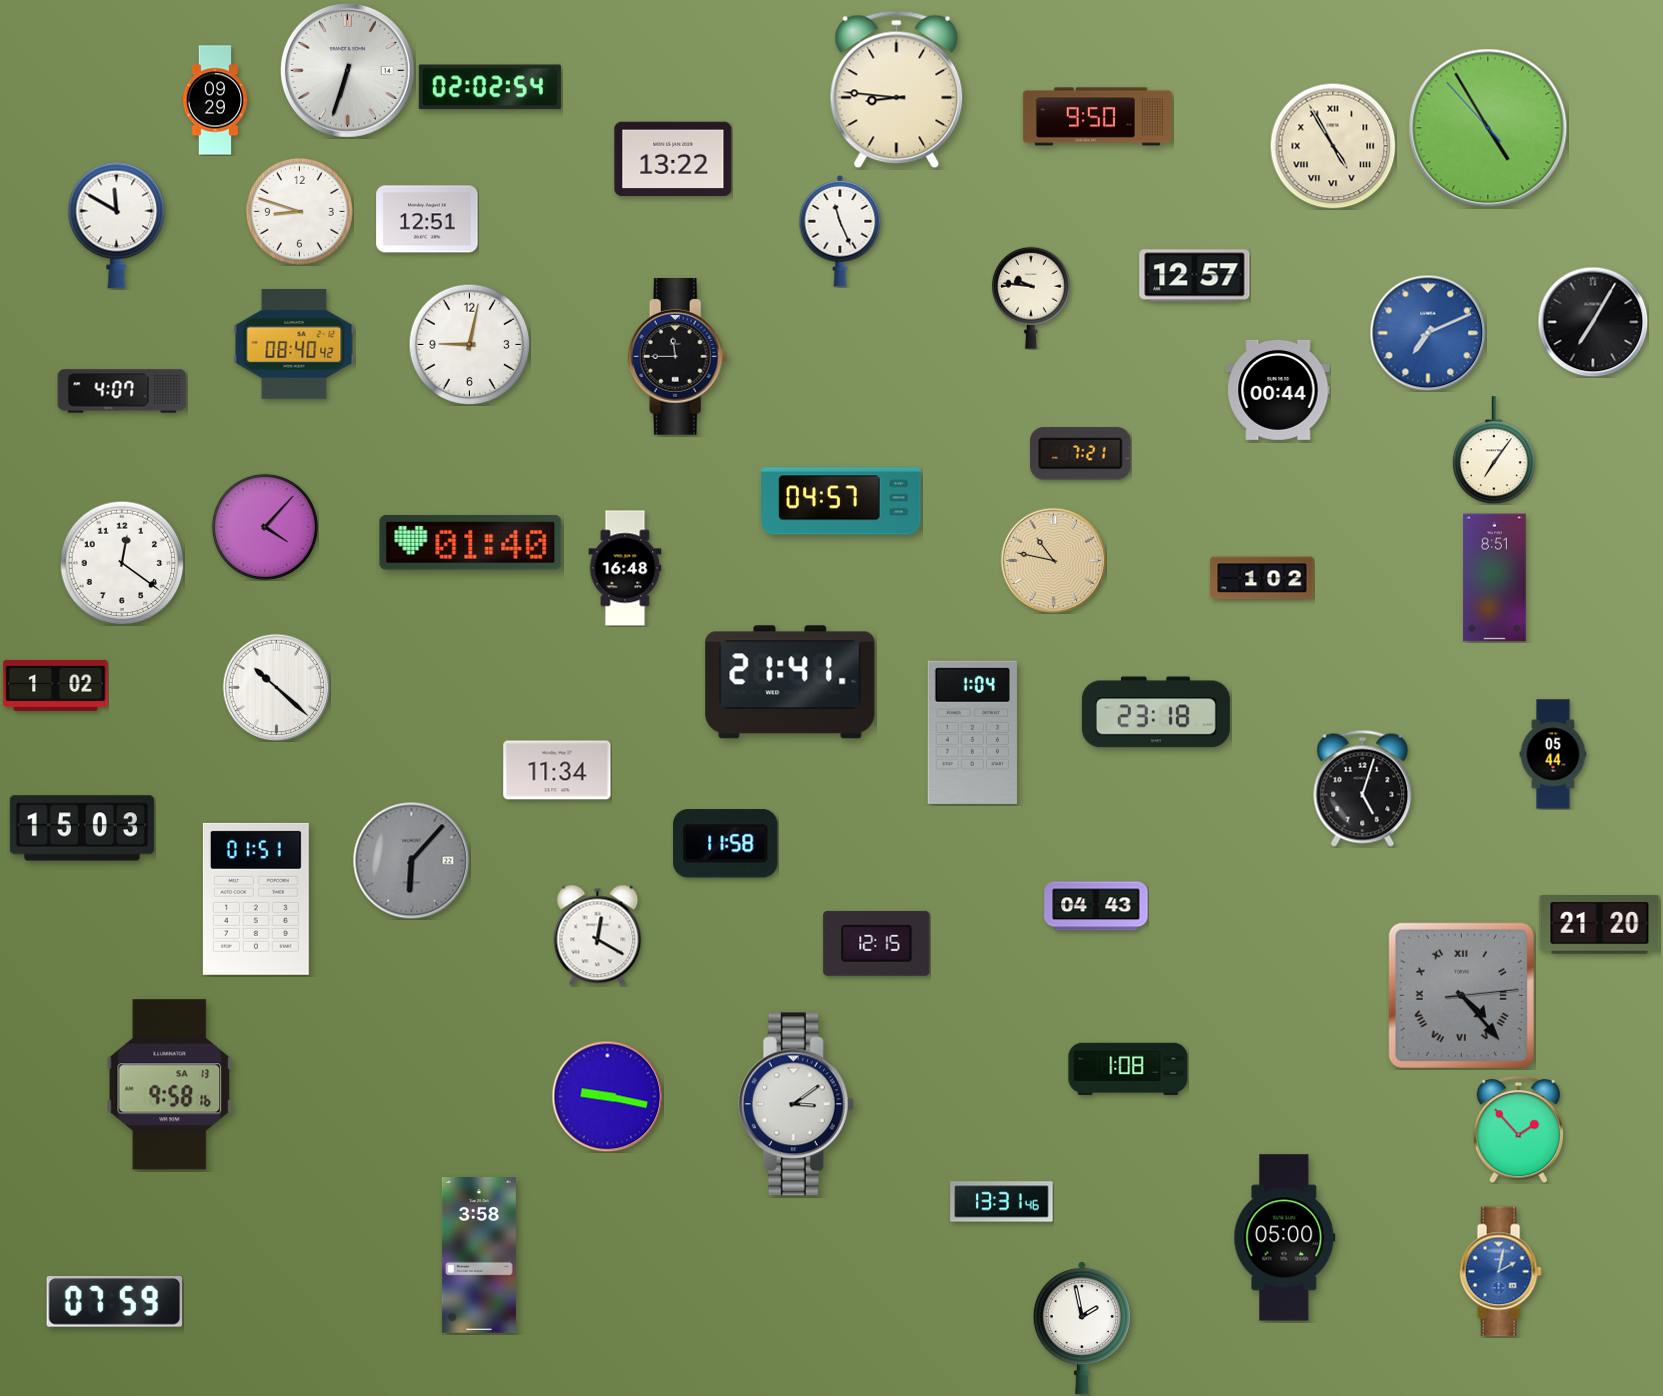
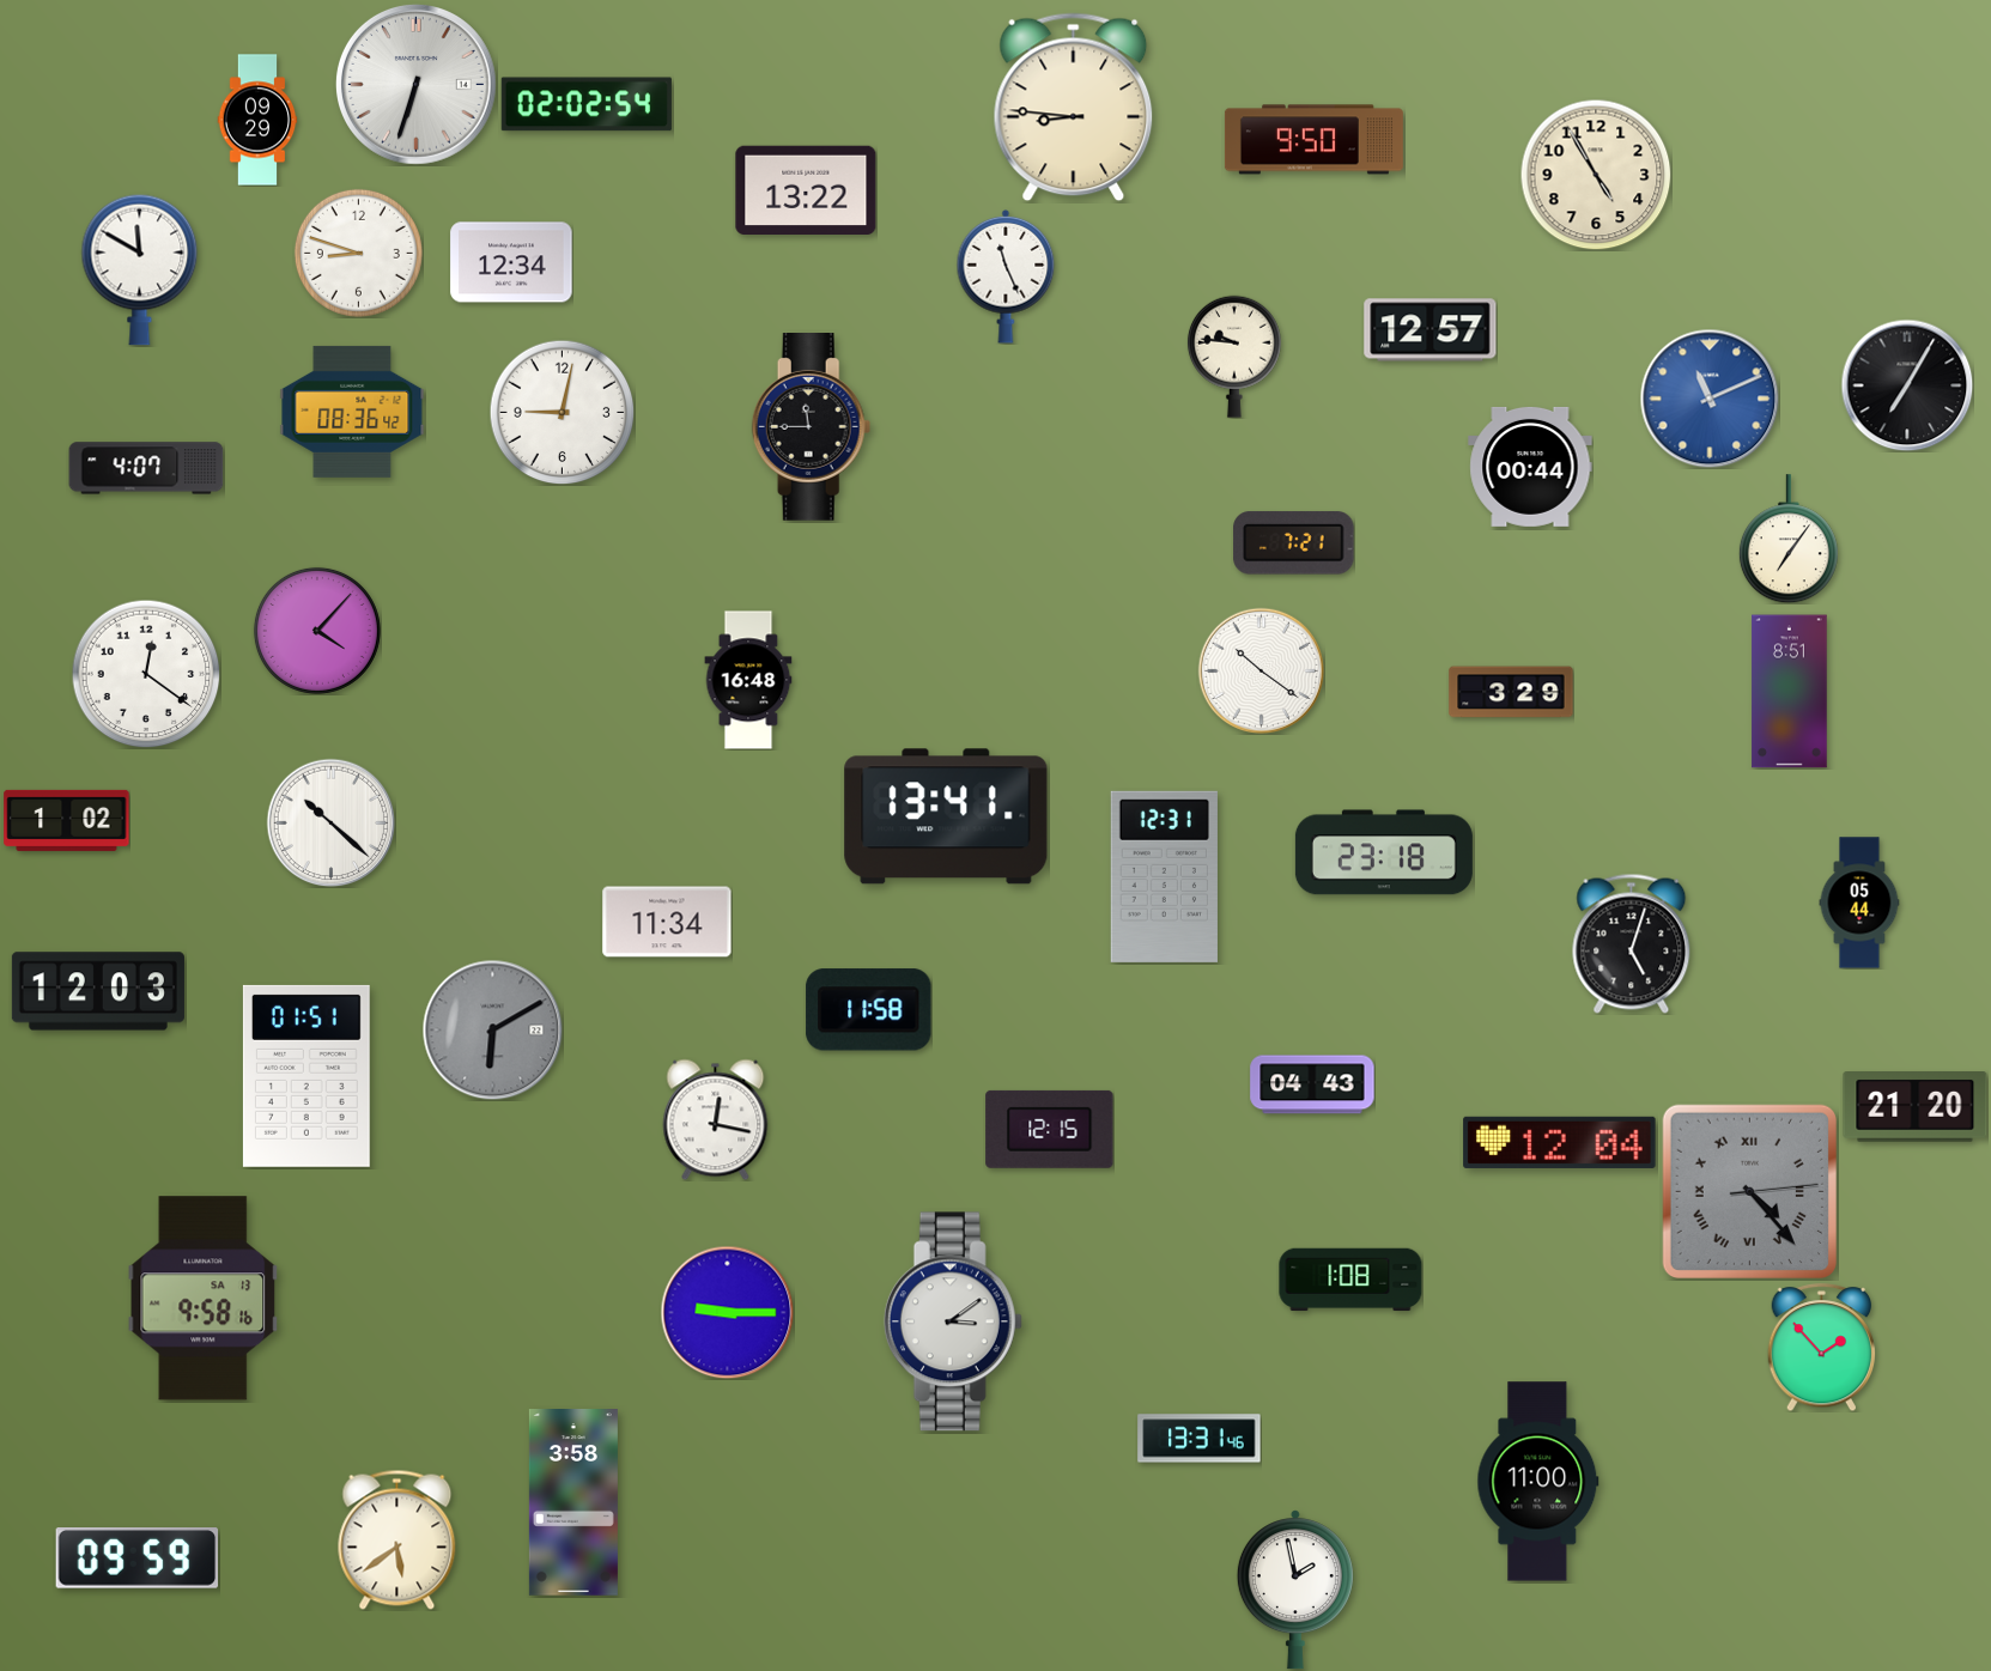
clock at (1488, 128): 4:54 -> none
clock at (1333, 146) numerals: Roman -> Arabic
clock at (427, 219): 12:51 -> 12:34
clock at (1428, 333): 7:11 -> 11:11
clock at (294, 344): 08:40 -> 08:36
clock at (841, 501): 04:57 -> none
clock at (471, 543): 01:40 -> none
clock at (1053, 560): 10:47 -> 10:21
clock at (1053, 560) dial: champagne -> white
clock at (1262, 578): 1:02 -> 3:29
clock at (790, 682): 21:41 -> 13:41
clock at (972, 732): 1:04 -> 12:31
clock at (82, 828): 15:03 -> 12:03
clock at (411, 860): 6:07 -> 6:10
clock at (598, 935): 12:20 -> 12:17
clock at (1560, 1142): none -> 12:04
clock at (607, 1096): 9:17 -> 9:15
clock at (1519, 1130) position: (1519, 1130) -> (1822, 1348)
clock at (1285, 1238): 05:00 -> 11:00
clock at (1500, 1272): 2:02 -> none
clock at (397, 1539): none -> 5:39
clock at (115, 1302): 07:59 -> 09:59
